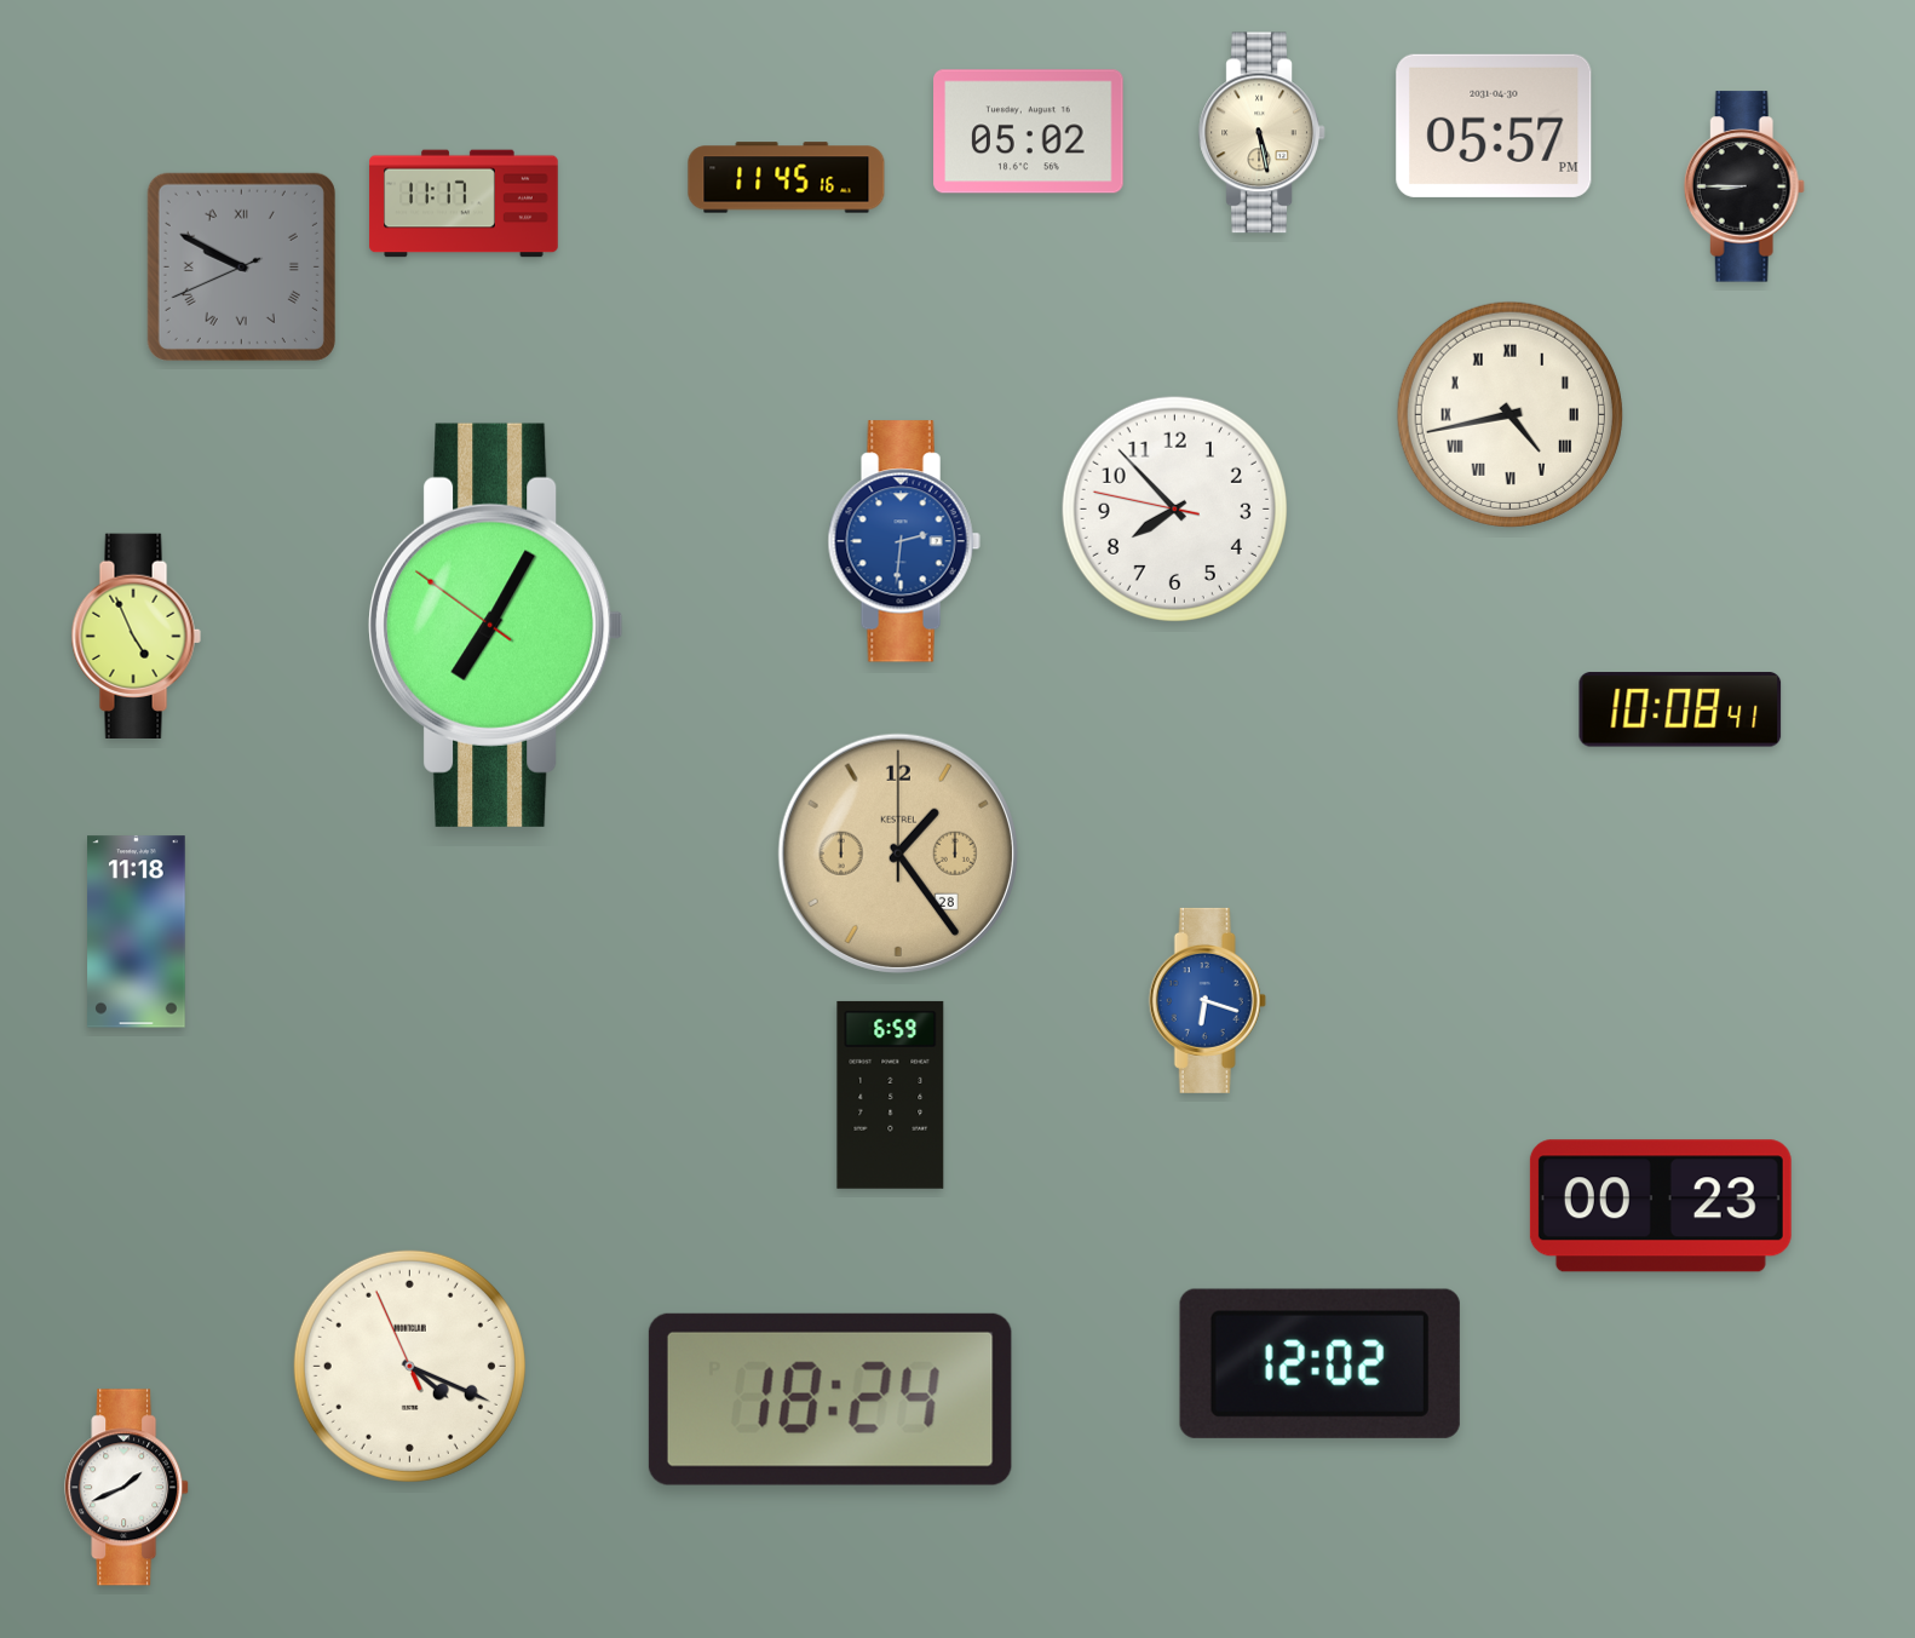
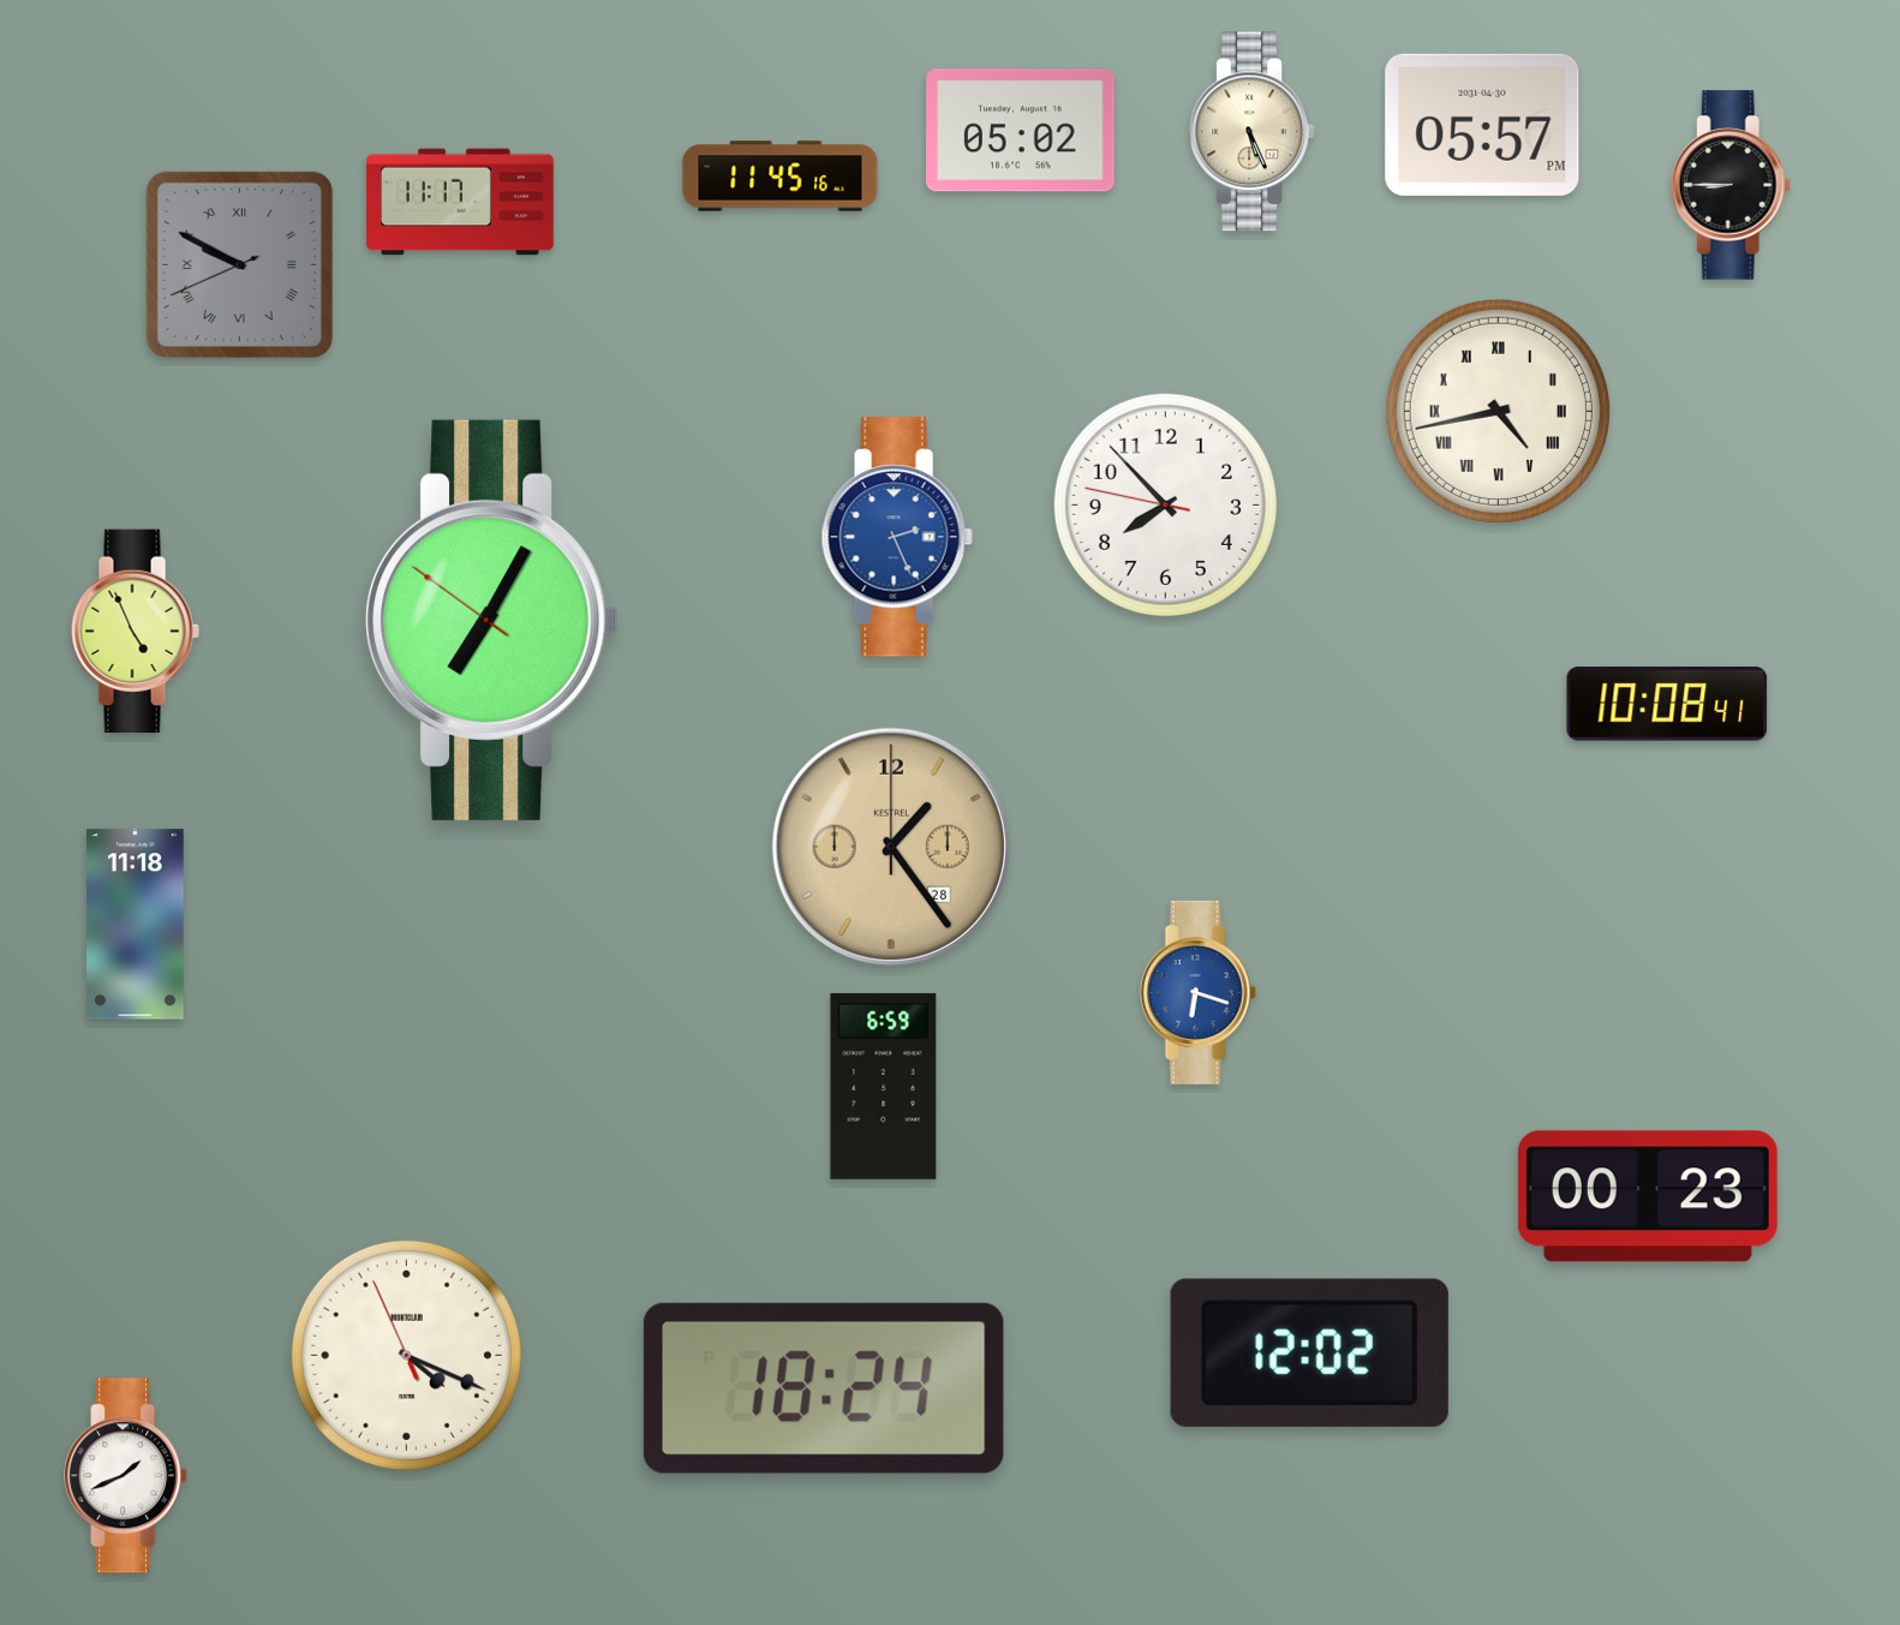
clock at (1263, 133): 5:28 -> 5:26
clock at (904, 541): 2:31 -> 2:26
